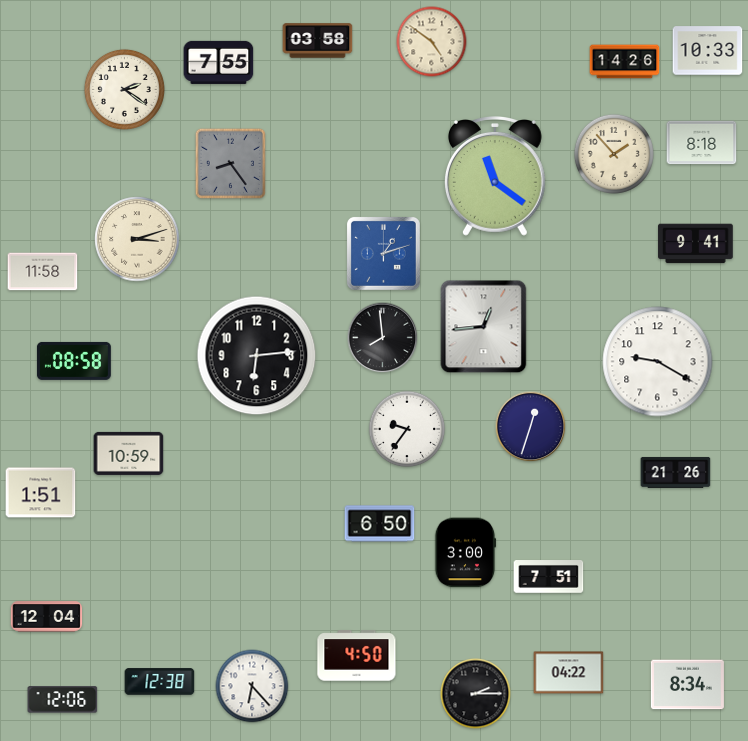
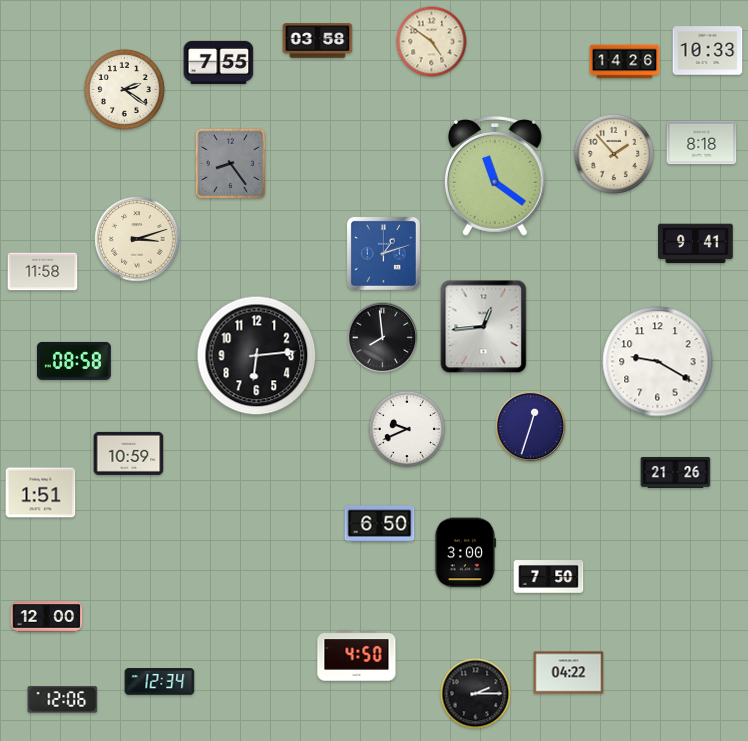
clock at (407, 429): 9:36 -> 9:41
clock at (549, 577): 7:51 -> 7:50
clock at (47, 617): 12:04 -> 12:00
clock at (160, 682): 12:38 -> 12:34
clock at (687, 685): 8:34 -> none
clock at (252, 686): 6:23 -> none
